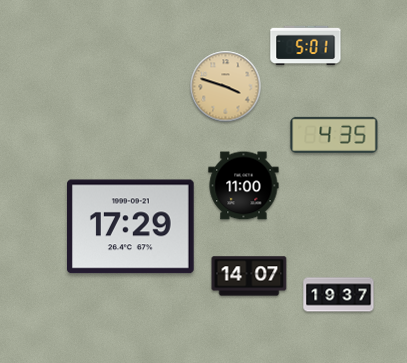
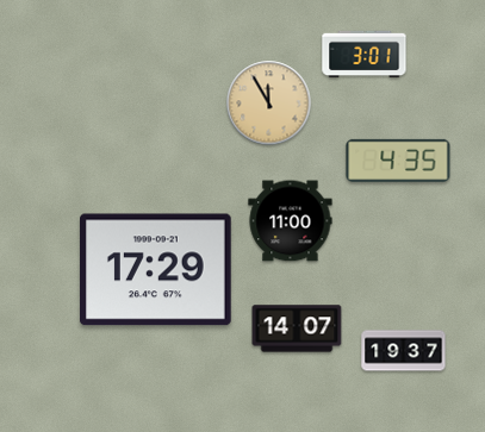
clock at (306, 46): 5:01 -> 3:01
clock at (226, 87): 3:48 -> 11:55
